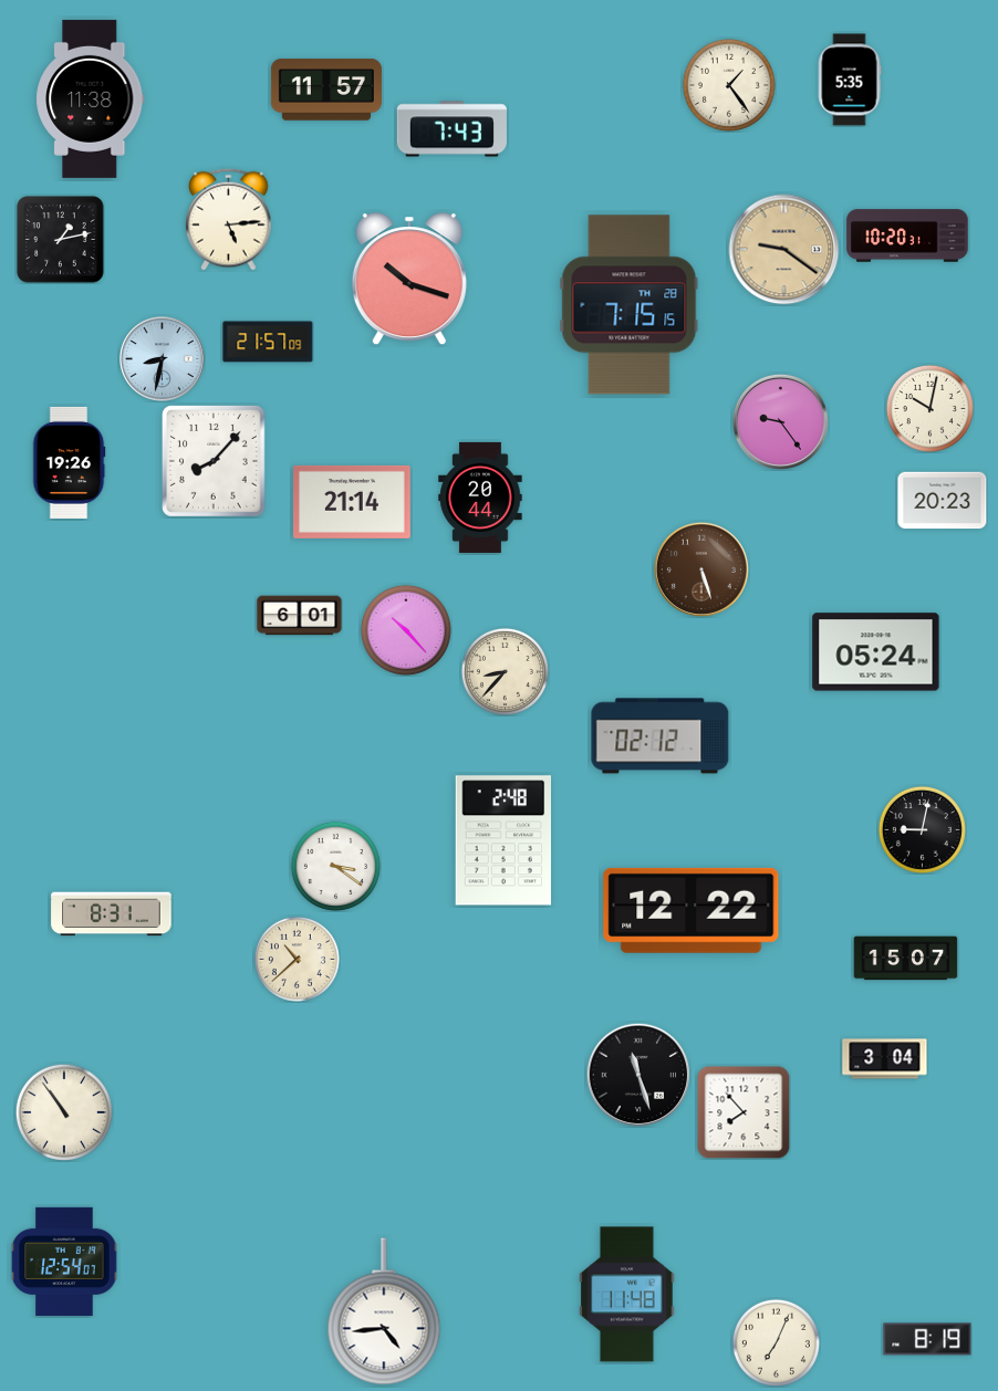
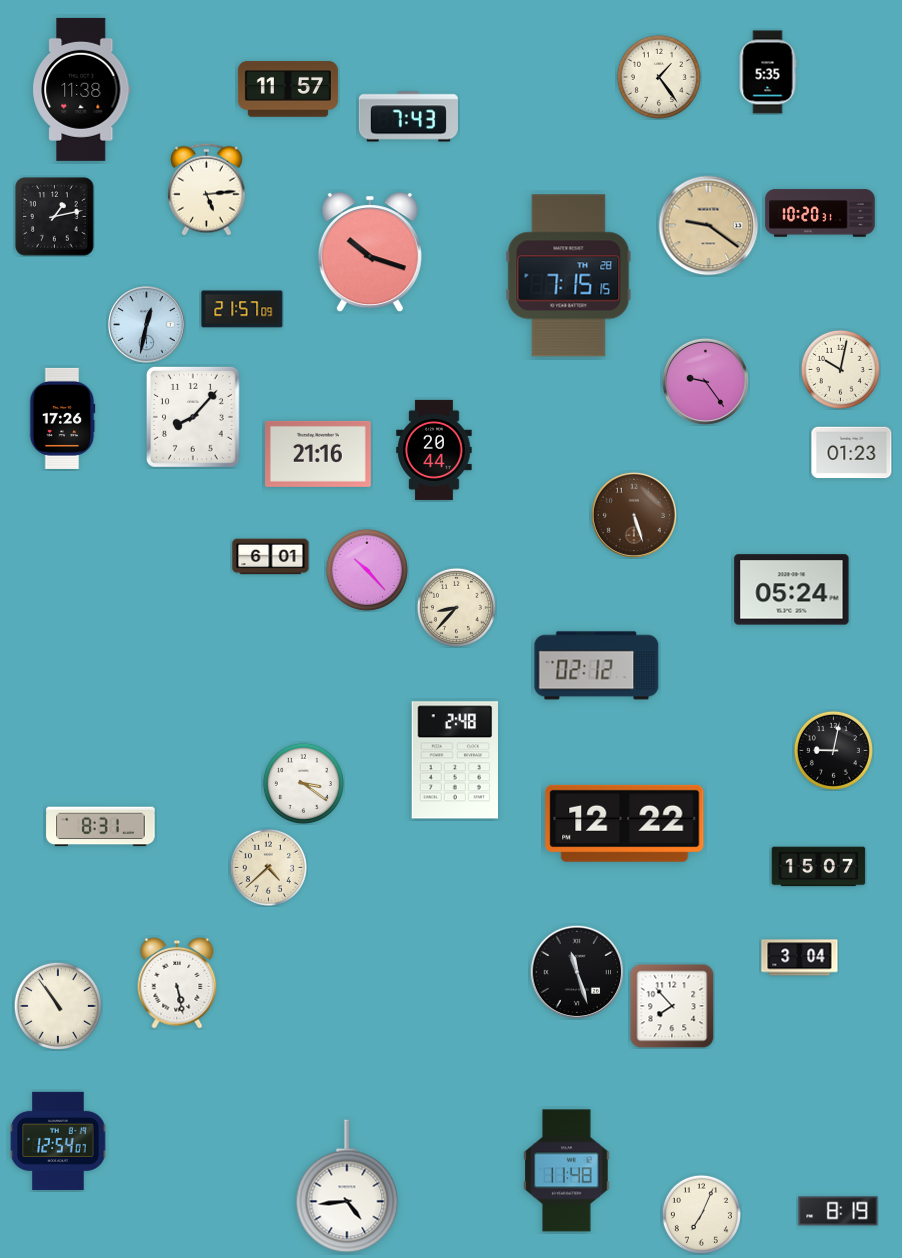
clock at (326, 90) position: (326, 90) -> (288, 89)
clock at (229, 219) position: (229, 219) -> (207, 189)
clock at (163, 359): 8:32 -> 12:32
clock at (69, 462): 19:26 -> 17:26
clock at (943, 501): 20:23 -> 01:23
clock at (353, 502): 21:14 -> 21:16
clock at (297, 959): 10:38 -> 4:38
clock at (177, 983): none -> 5:28
